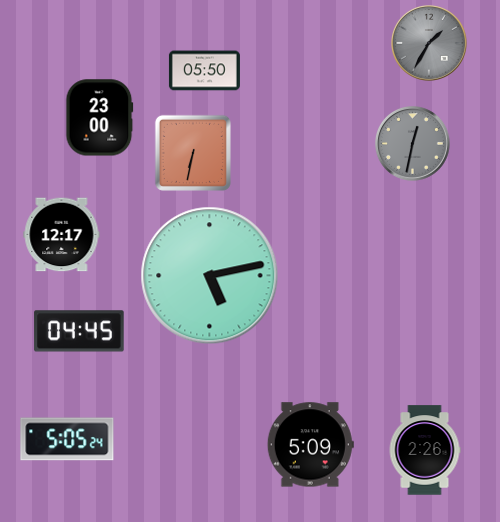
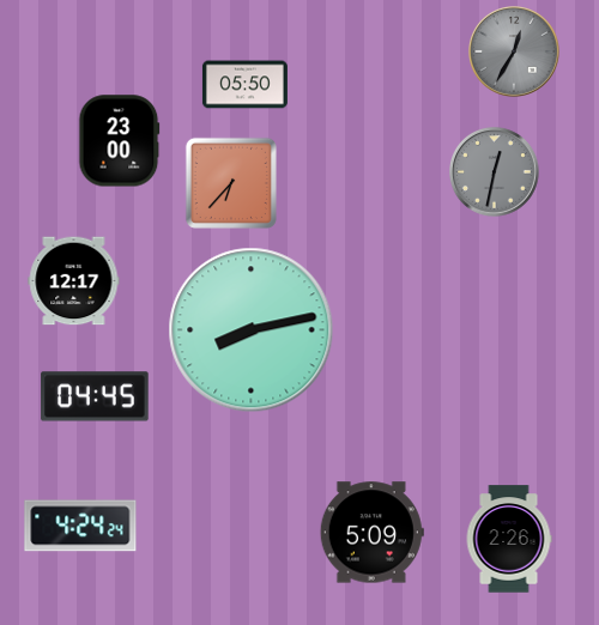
clock at (430, 44): 1:35 -> 12:35
clock at (193, 153): 6:32 -> 6:37
clock at (210, 276): 5:13 -> 8:13
clock at (67, 439): 5:05 -> 4:24
